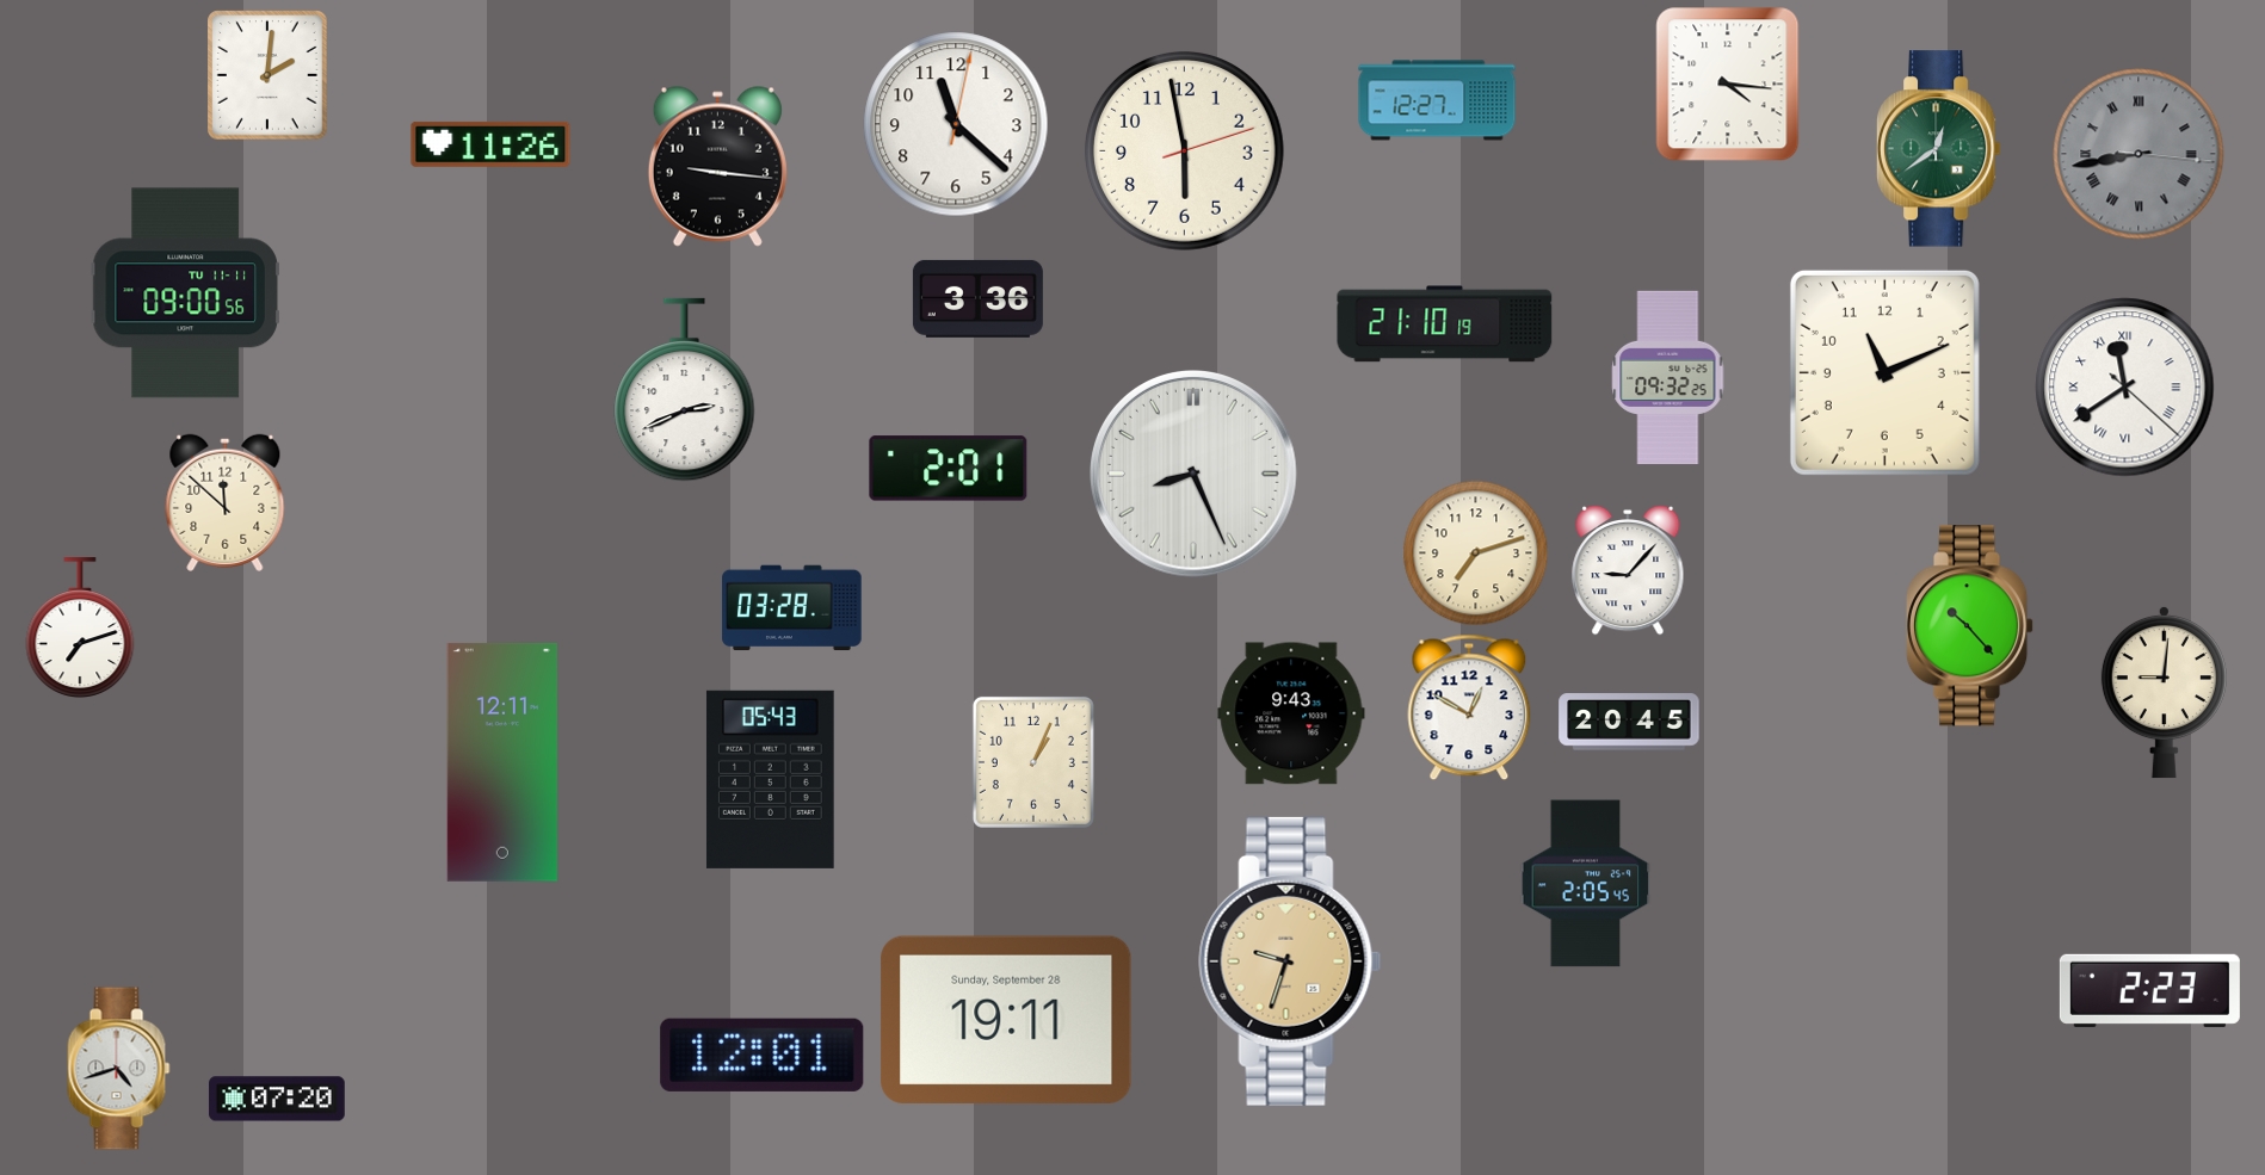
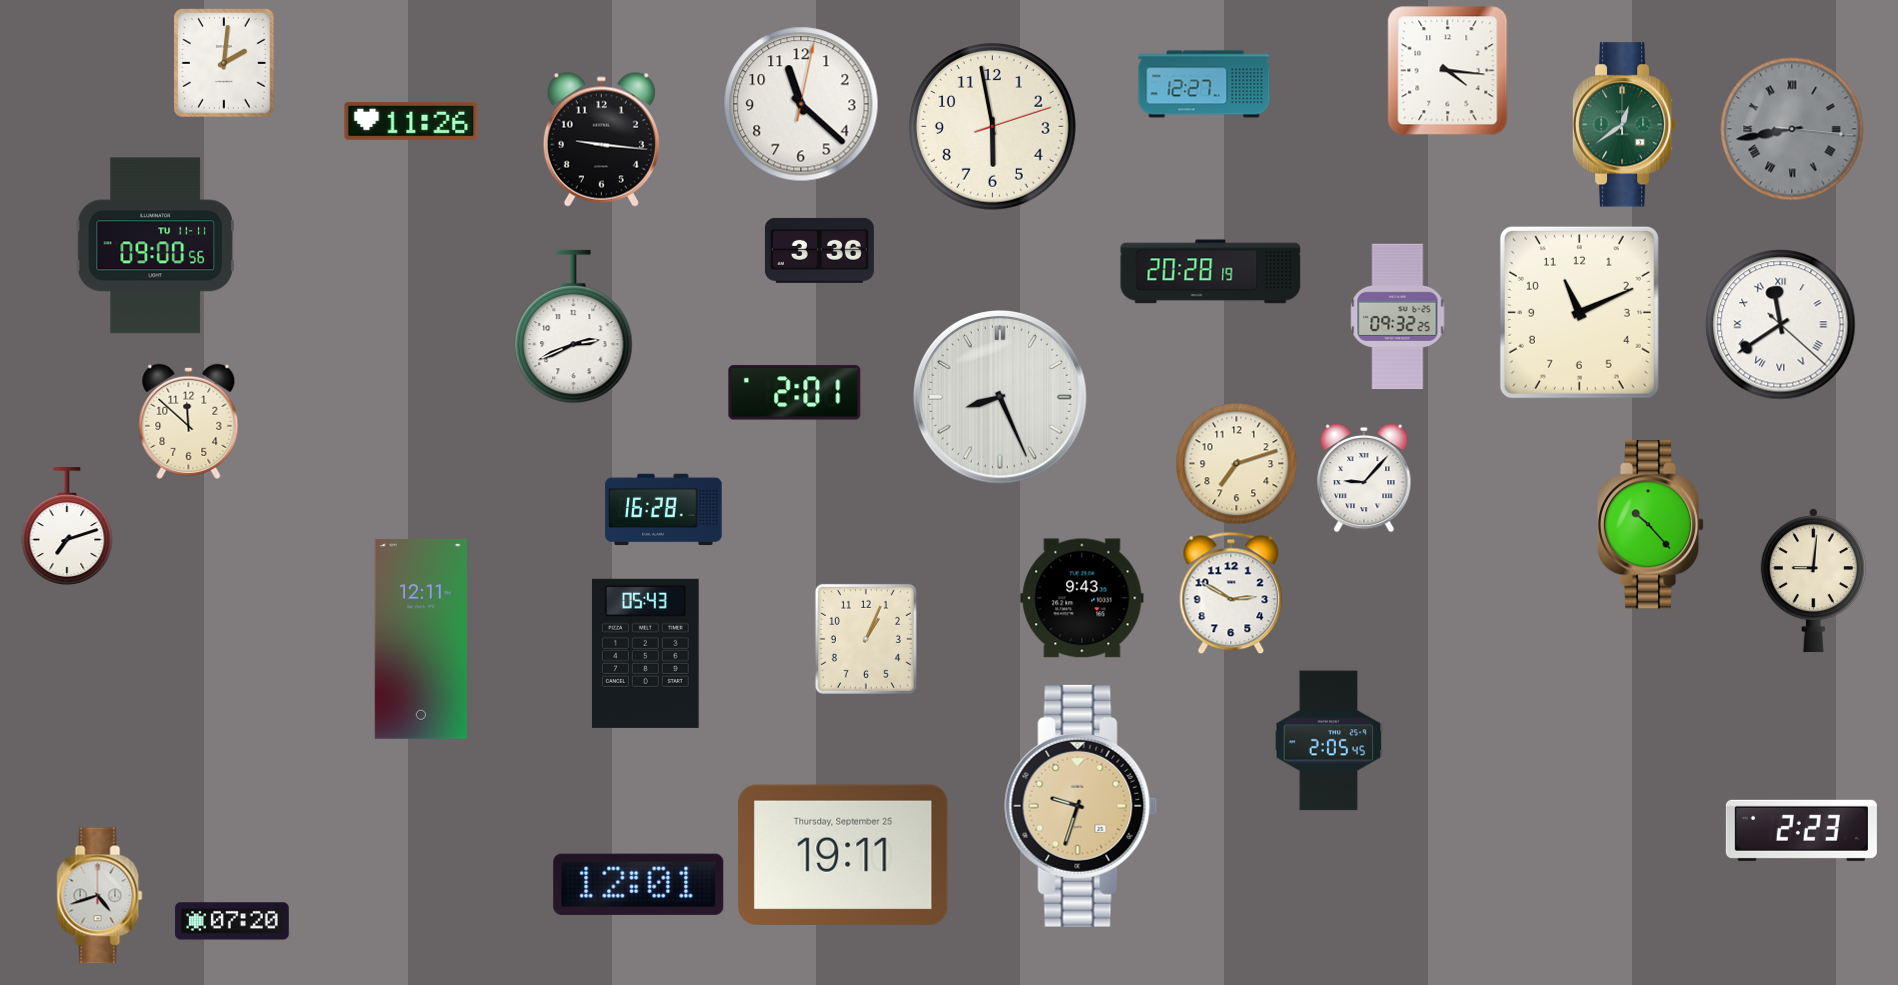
clock at (1445, 324): 21:10 -> 20:28
clock at (792, 608): 03:28 -> 16:28
clock at (1469, 707): 12:50 -> 2:50
clock at (1629, 722): 20:45 -> none
clock at (1006, 1020) date: Sunday, September 28 -> Thursday, September 25
